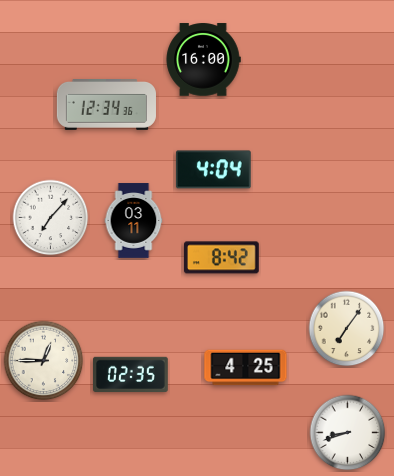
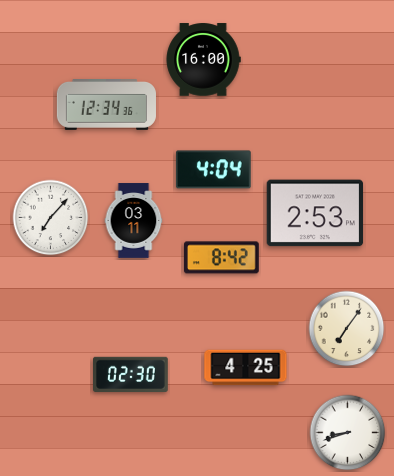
clock at (315, 213): none -> 2:53
clock at (44, 361): 12:45 -> none
clock at (131, 374): 02:35 -> 02:30
